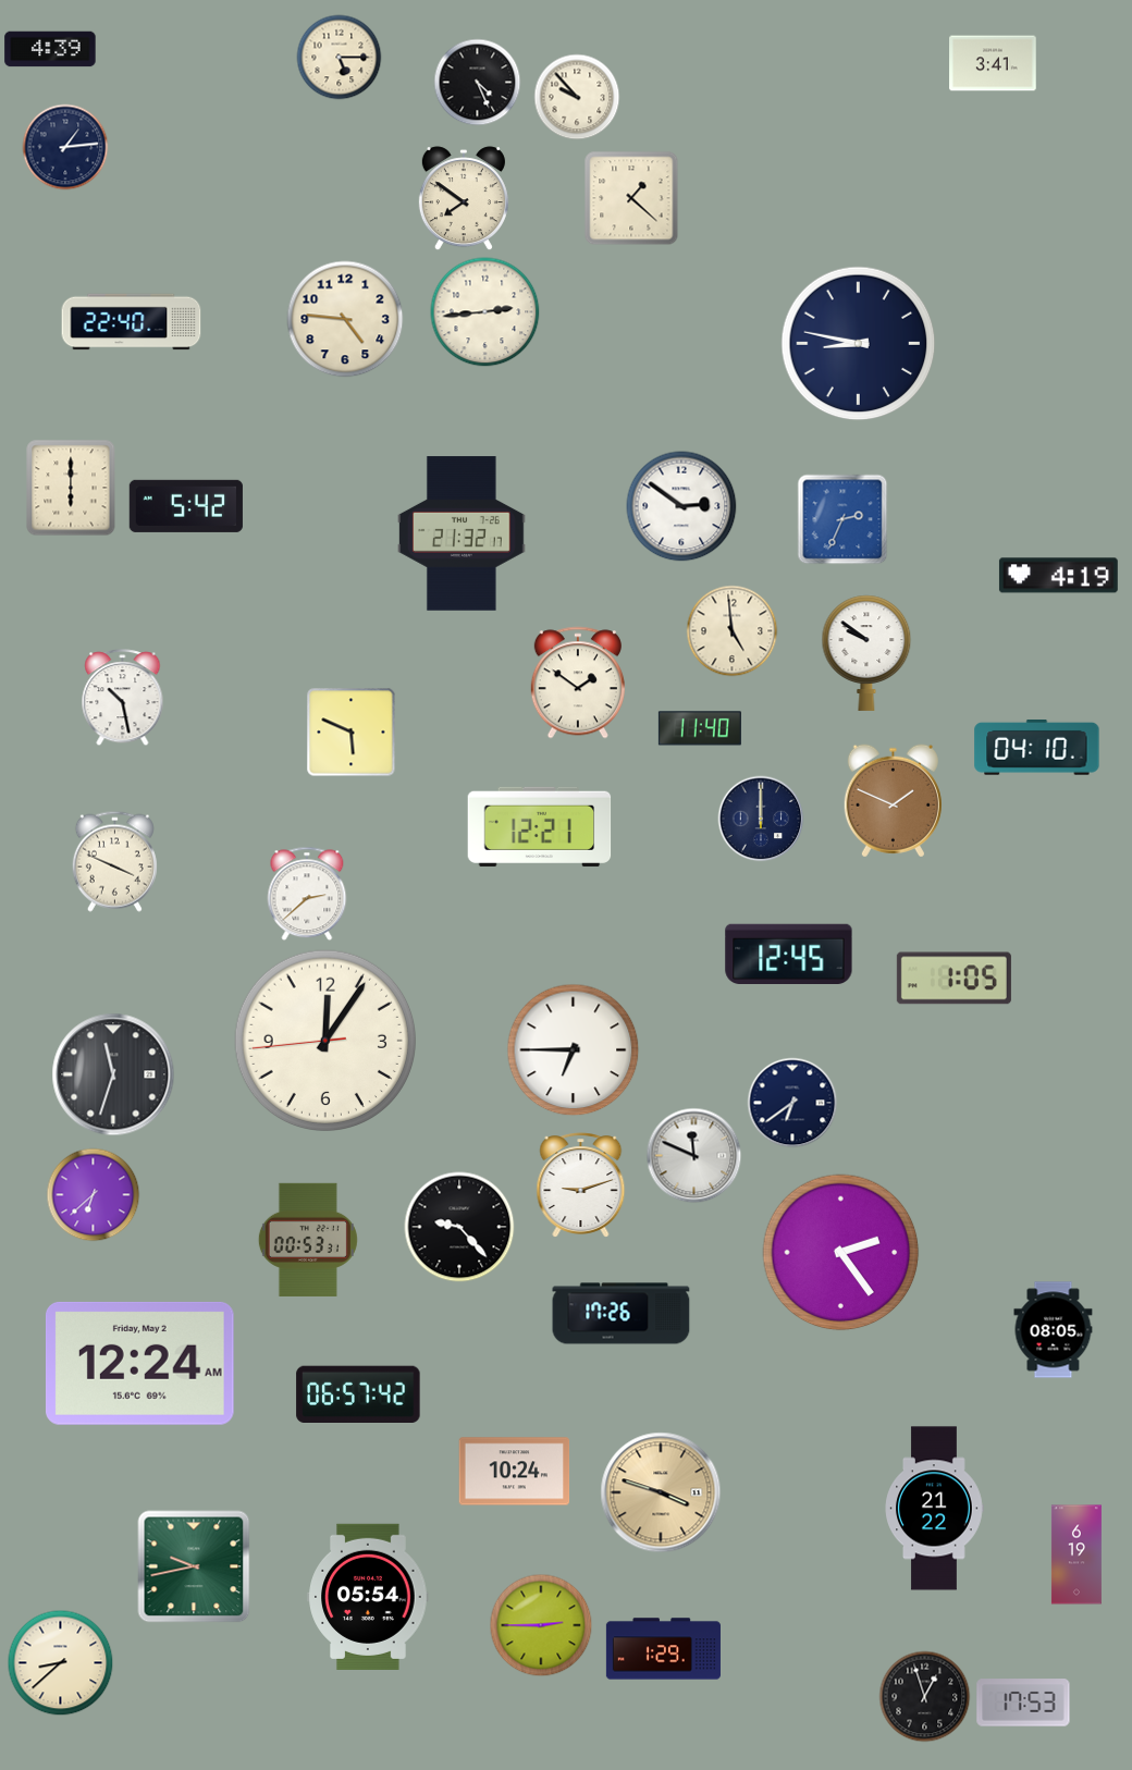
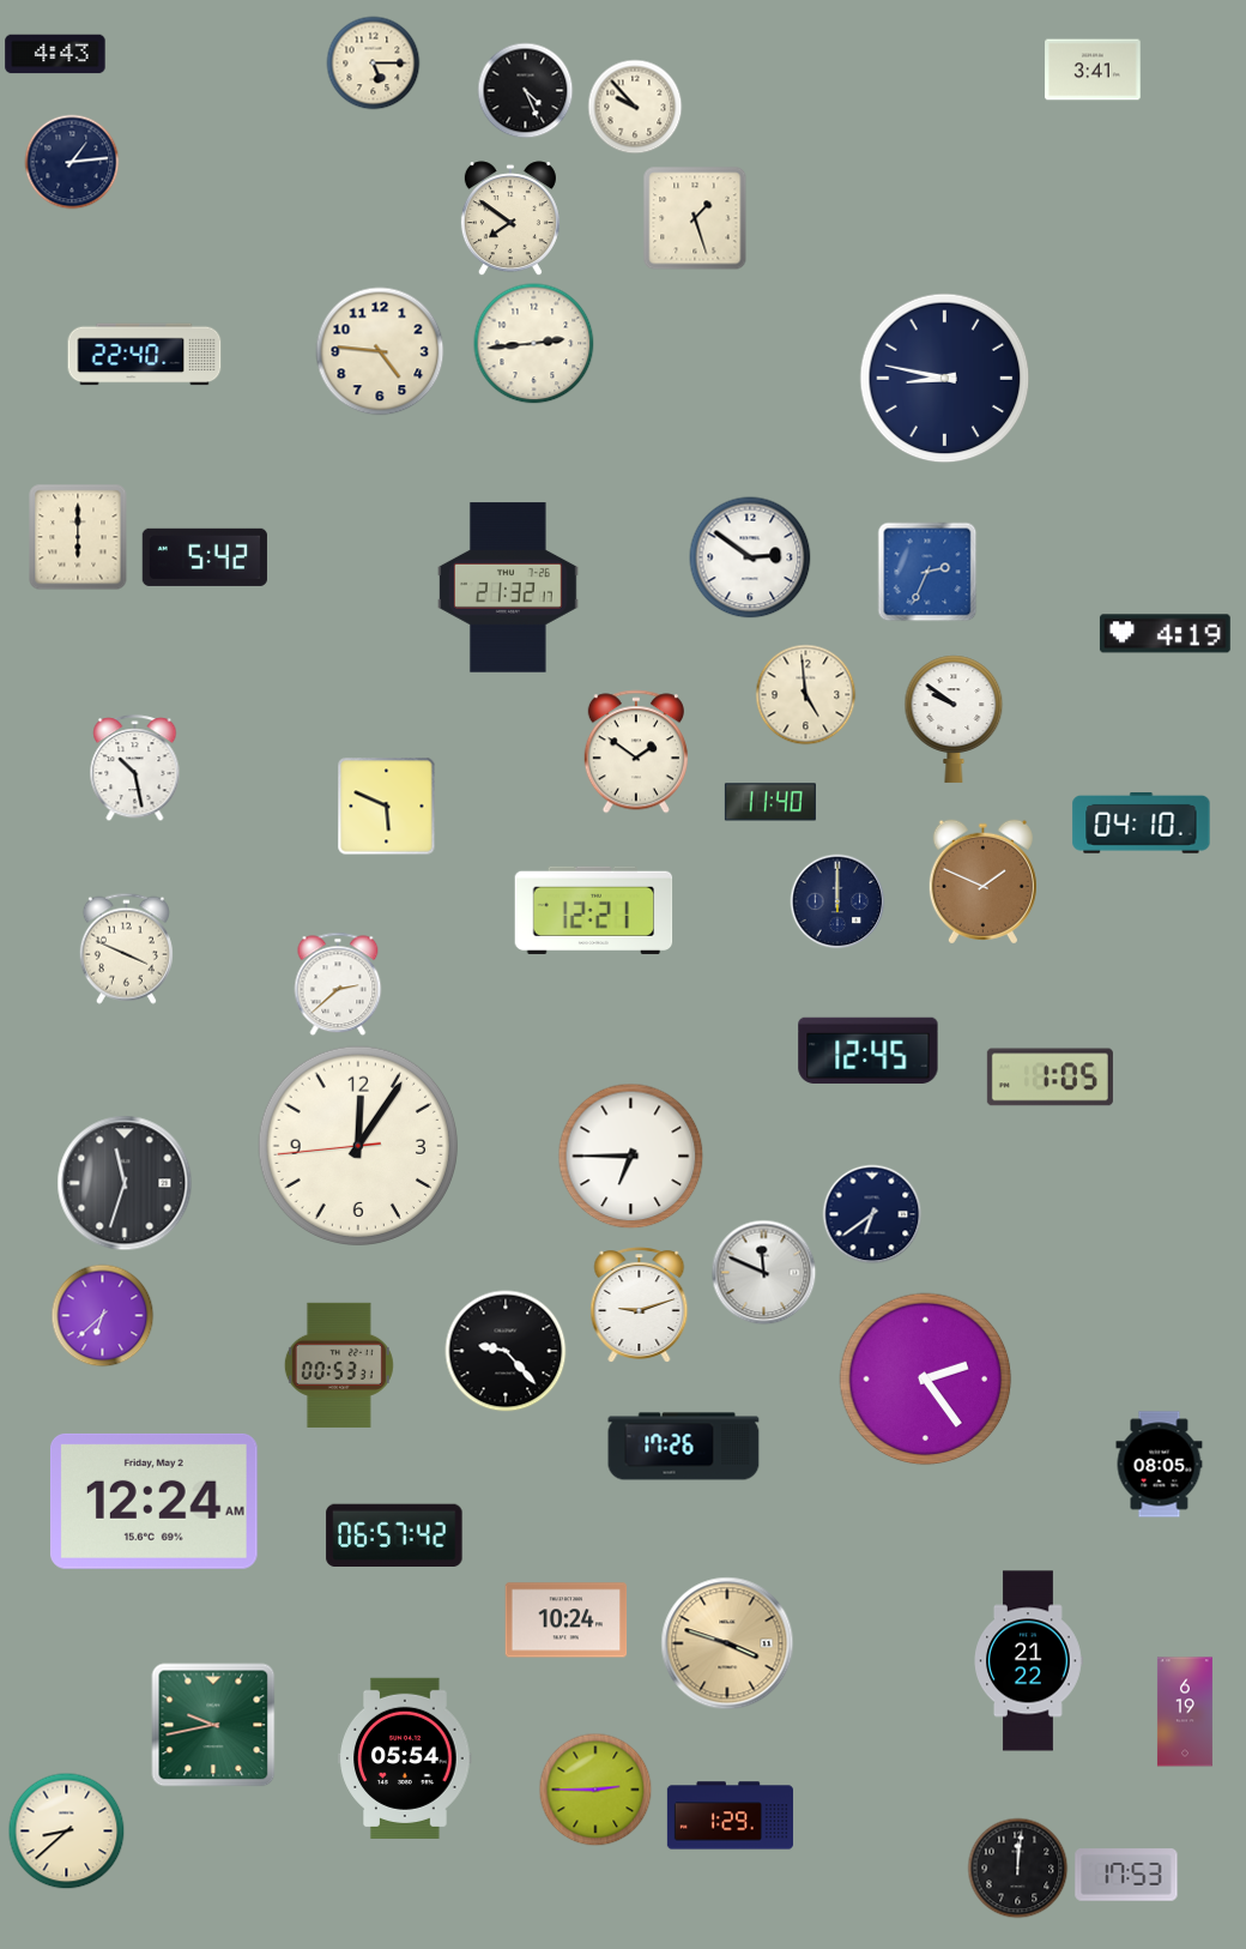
clock at (50, 49): 4:39 -> 4:43
clock at (631, 198): 1:22 -> 1:27
clock at (925, 1697): 12:57 -> 12:01
